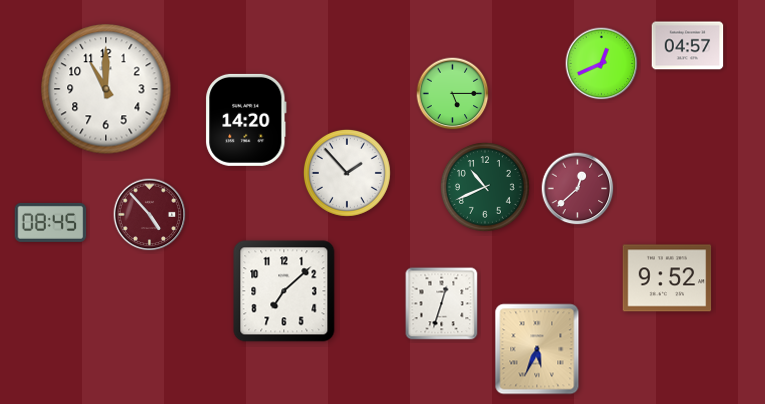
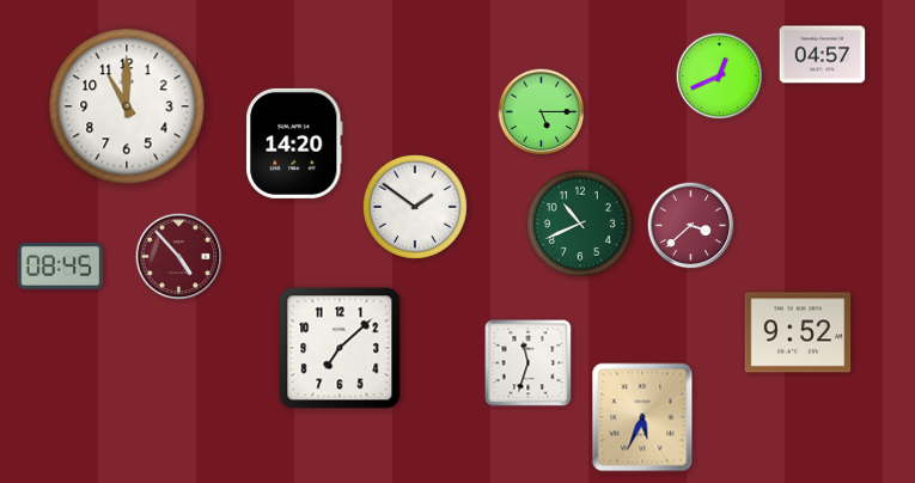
clock at (347, 173): 1:53 -> 1:51
clock at (578, 189): 12:38 -> 3:38
clock at (442, 304): 12:33 -> 11:33
